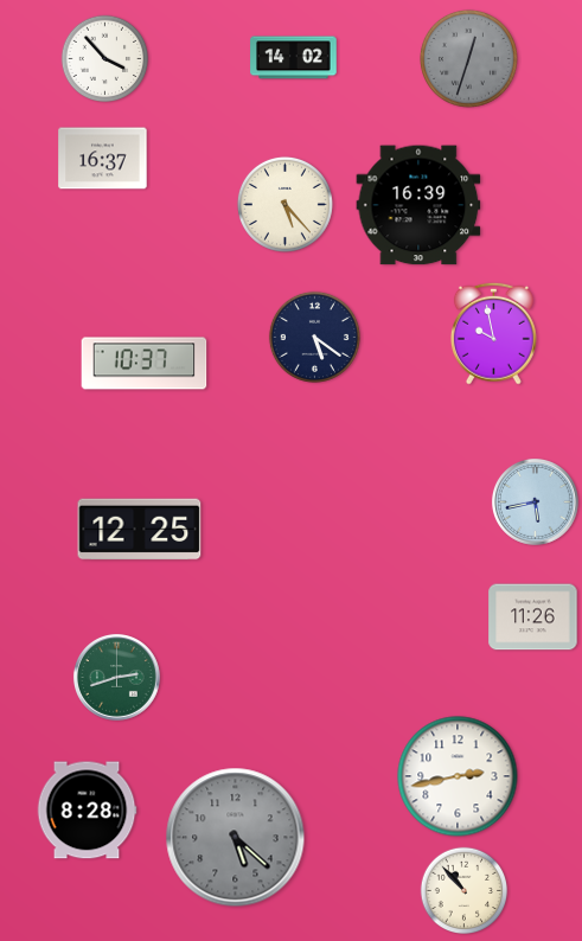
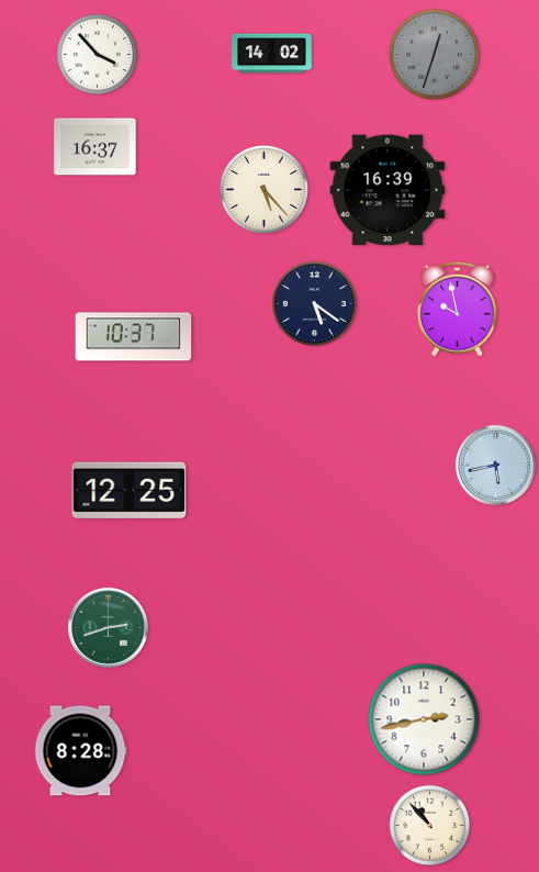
clock at (314, 337) position: (314, 337) -> (314, 303)
clock at (533, 617): 11:26 -> none
clock at (236, 838): 5:22 -> none
